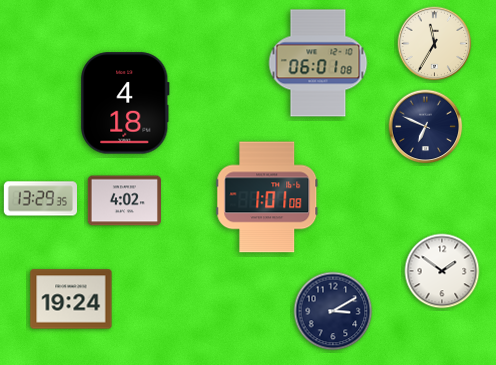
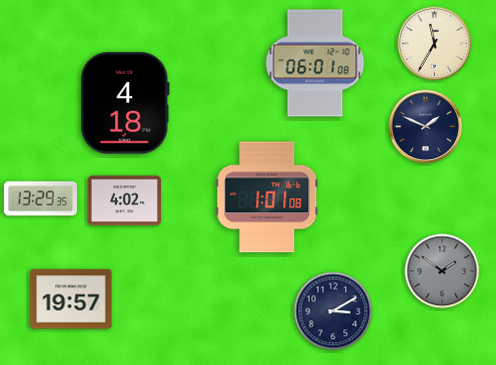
clock at (318, 63) position: (318, 63) -> (315, 63)
clock at (426, 127): 6:49 -> 1:49
clock at (442, 271) dial: white -> grey
clock at (71, 299): 19:24 -> 19:57
